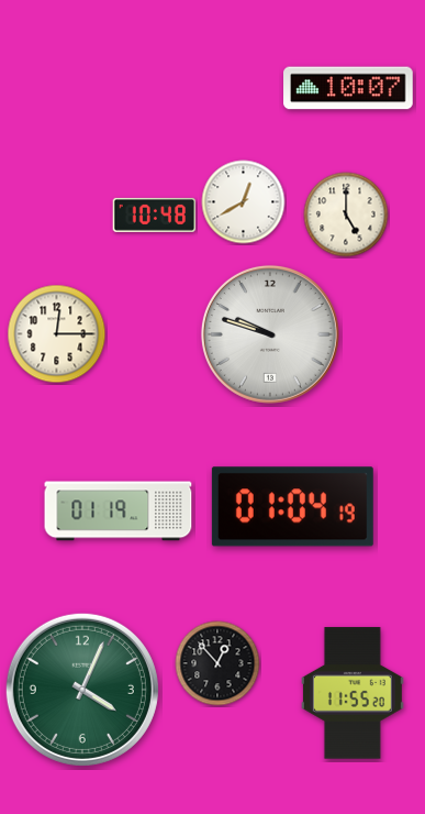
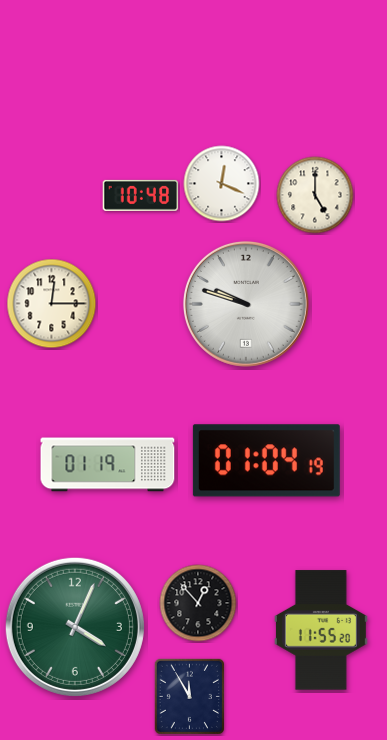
clock at (348, 88): 10:07 -> none
clock at (244, 202): 12:40 -> 12:19
clock at (189, 696): none -> 11:55
